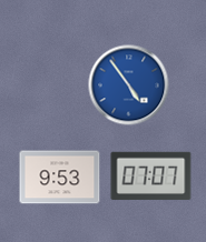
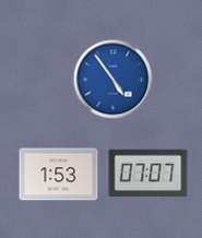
clock at (129, 85) position: (129, 85) -> (114, 80)
clock at (60, 178): 9:53 -> 1:53
